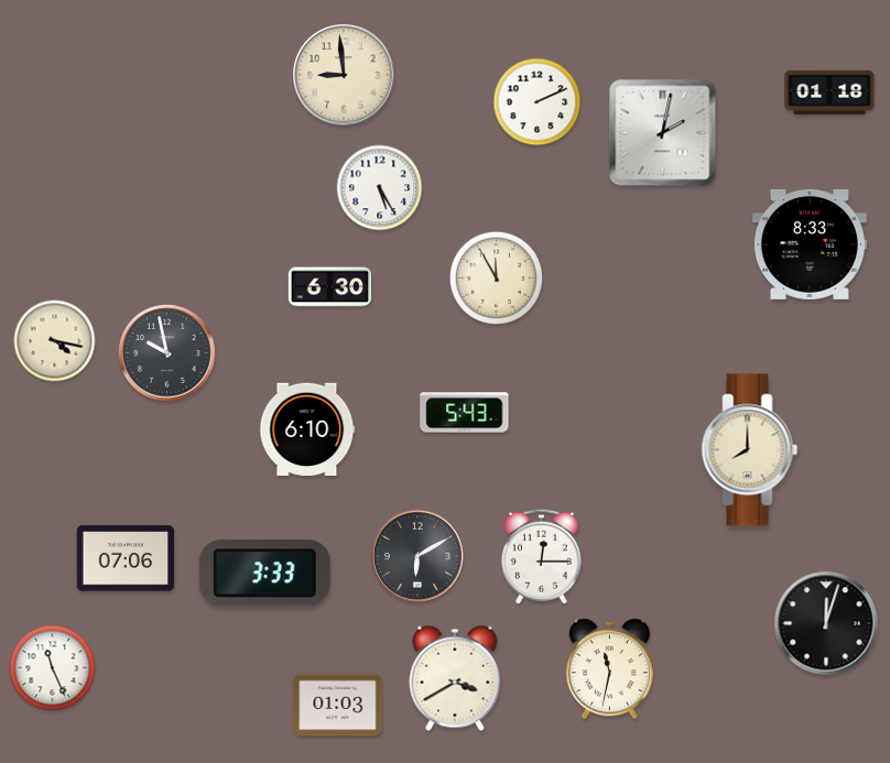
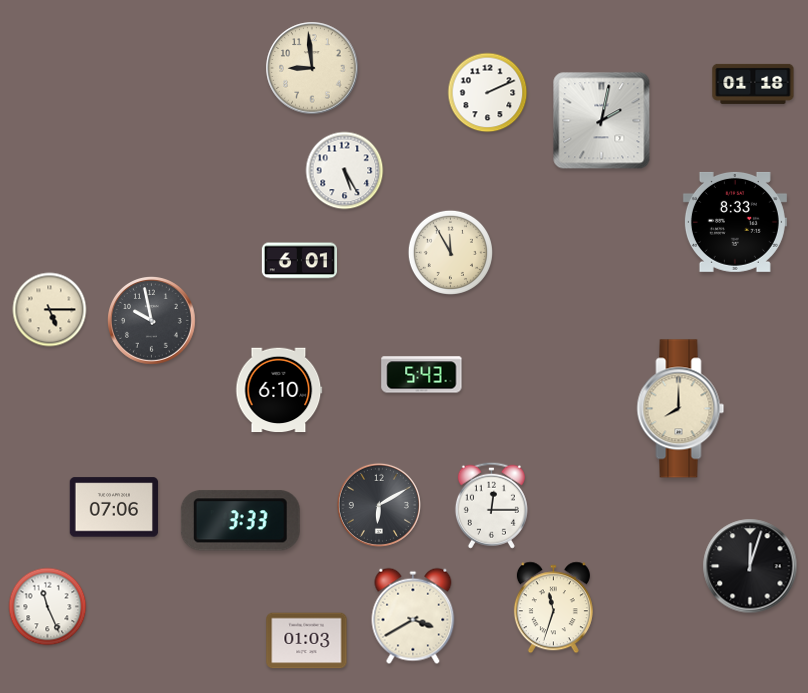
clock at (329, 287): 6:30 -> 6:01
clock at (55, 341): 4:17 -> 5:15
clock at (609, 669): 11:32 -> 11:33
